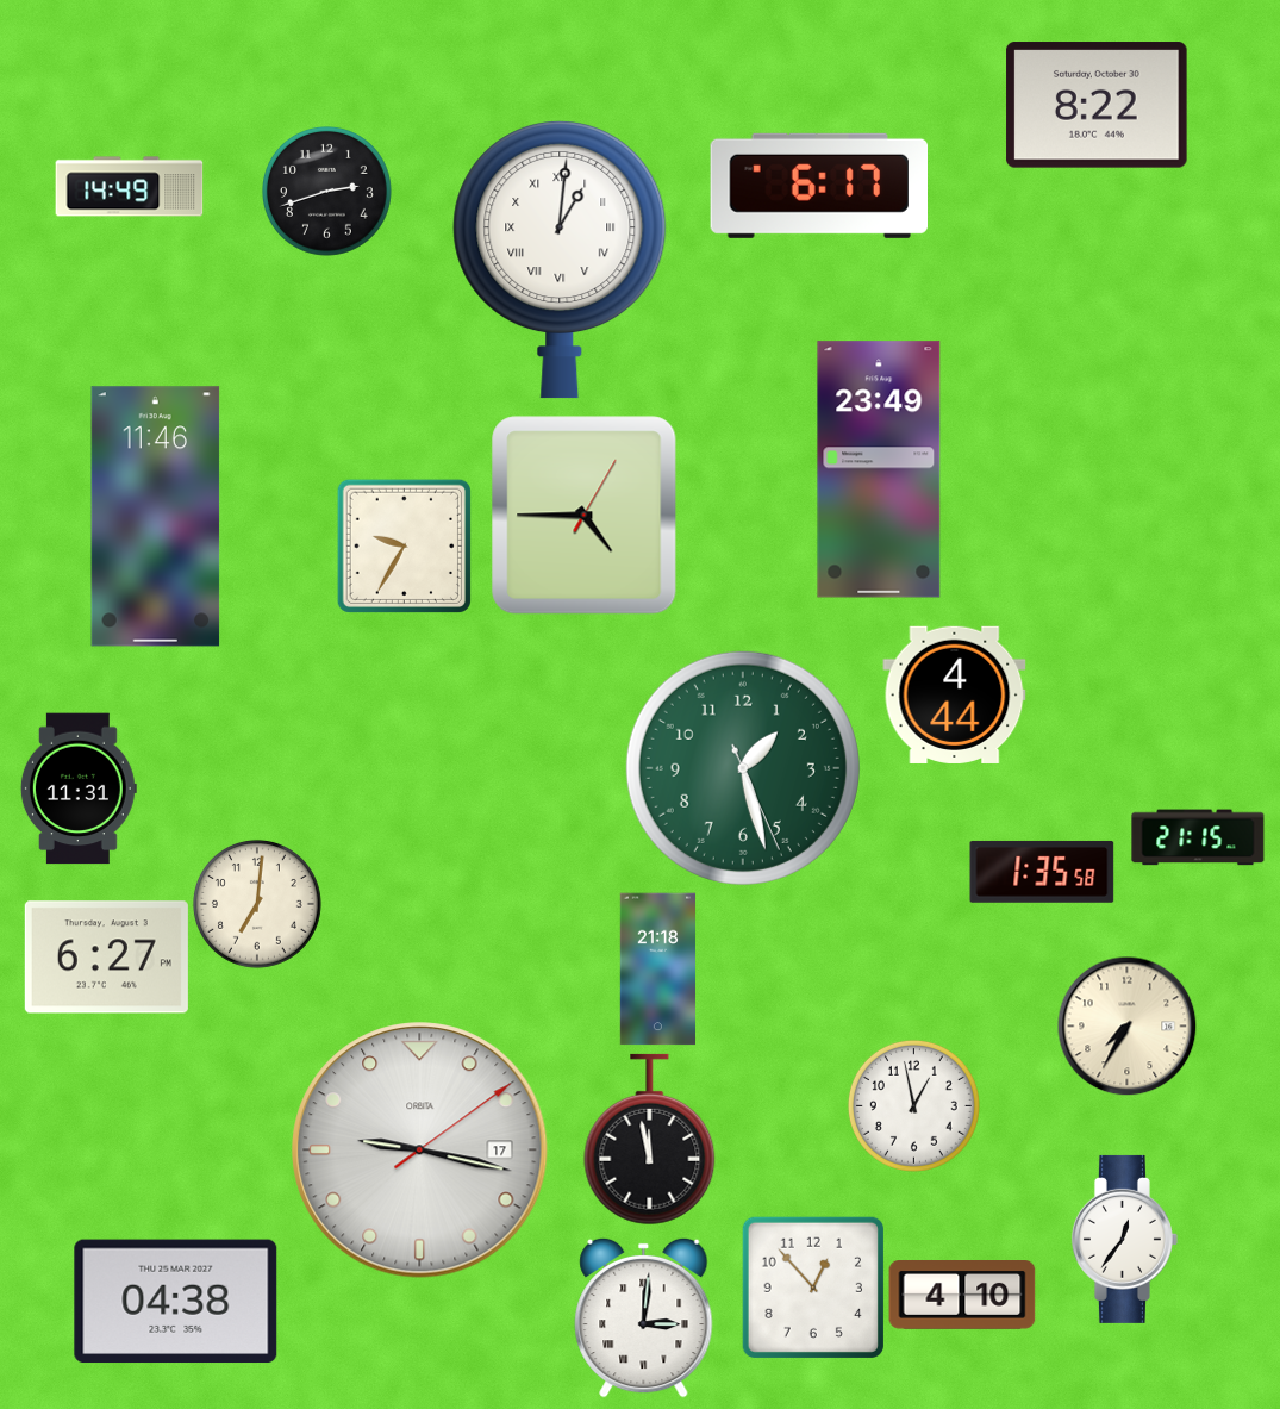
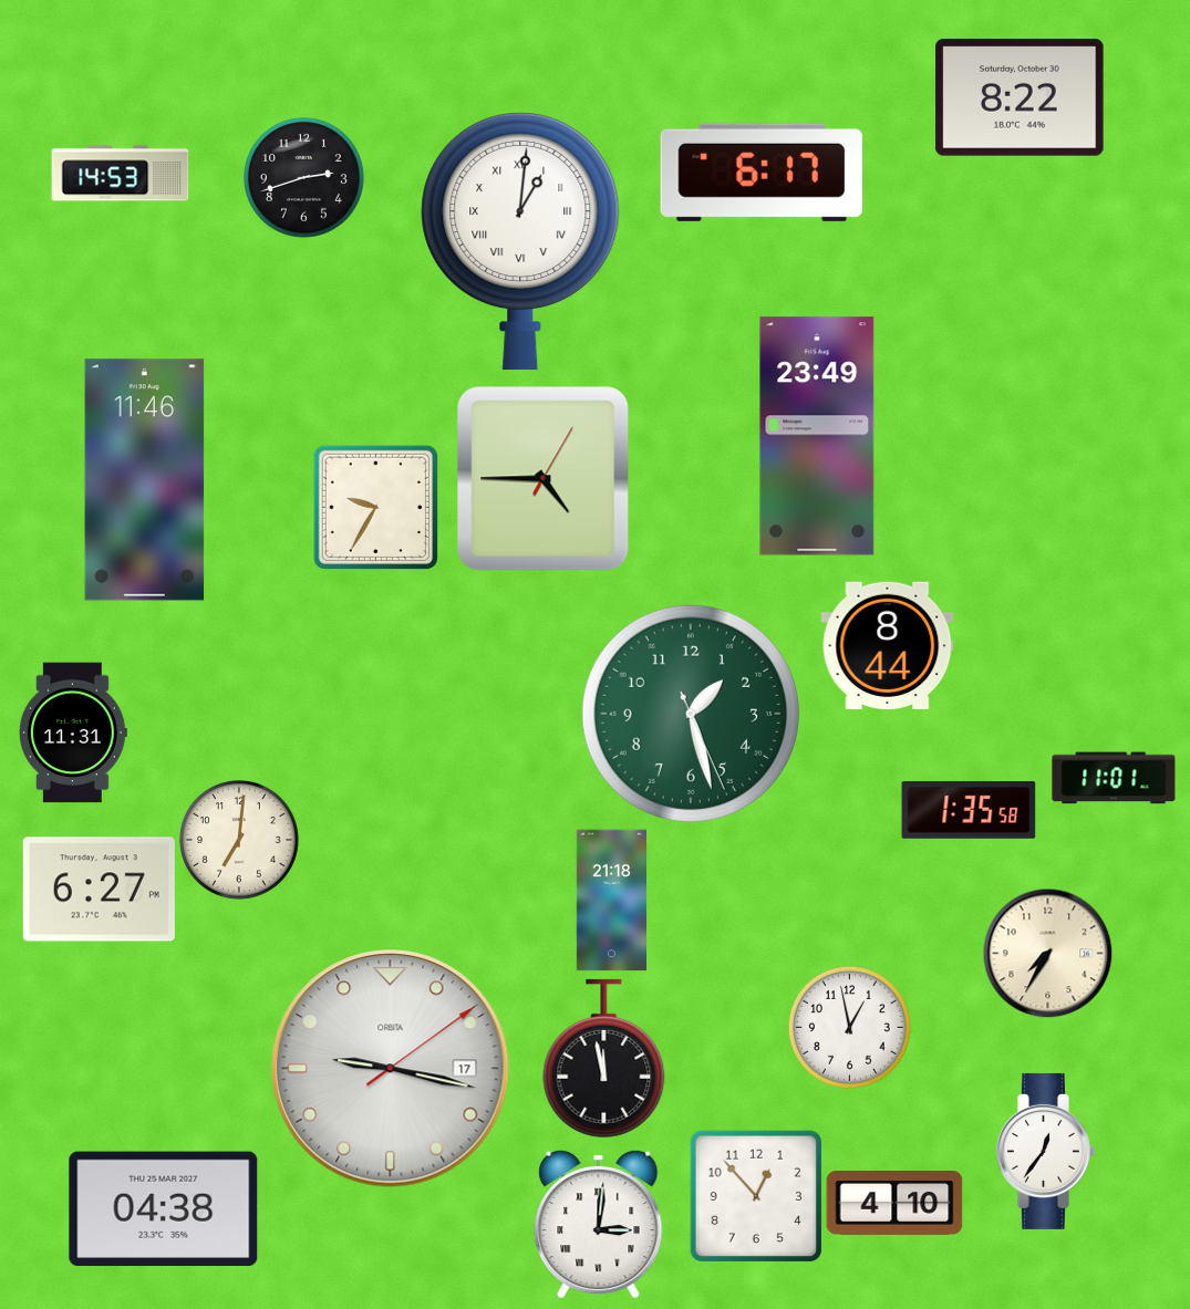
clock at (130, 187): 14:49 -> 14:53
clock at (955, 694): 4:44 -> 8:44
clock at (1198, 837): 21:15 -> 11:01
